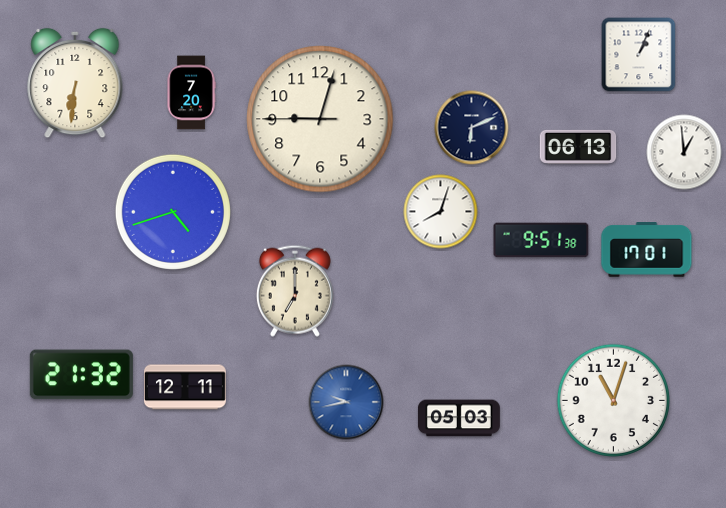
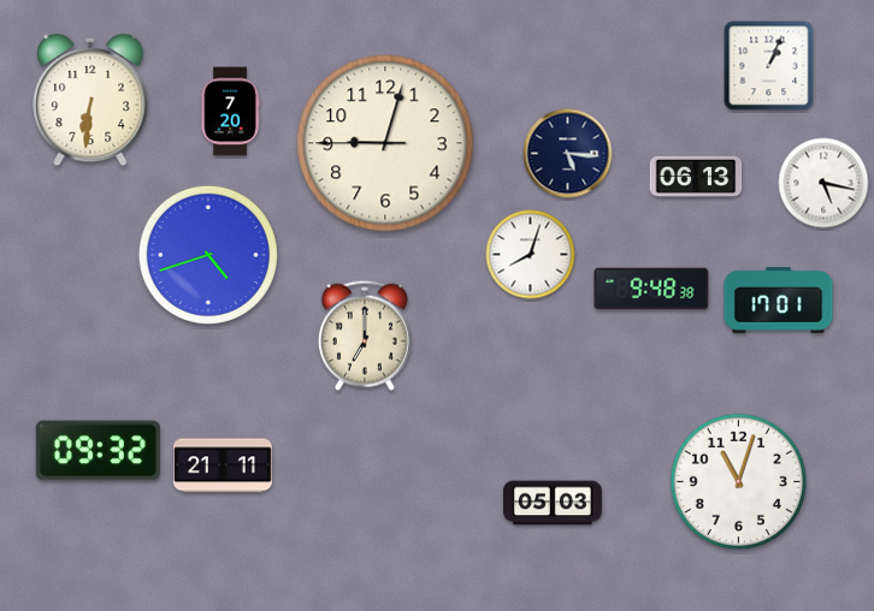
clock at (472, 128): 6:11 -> 5:16
clock at (684, 152): 12:59 -> 5:17
clock at (541, 240): 9:51 -> 9:48
clock at (295, 291) position: (295, 291) -> (365, 336)
clock at (81, 375): 21:32 -> 09:32
clock at (185, 387): 12:11 -> 21:11
clock at (346, 402): 9:43 -> none
